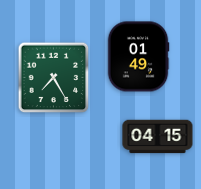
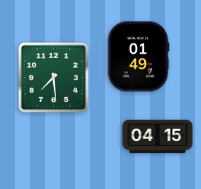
clock at (54, 78): 7:25 -> 7:29
